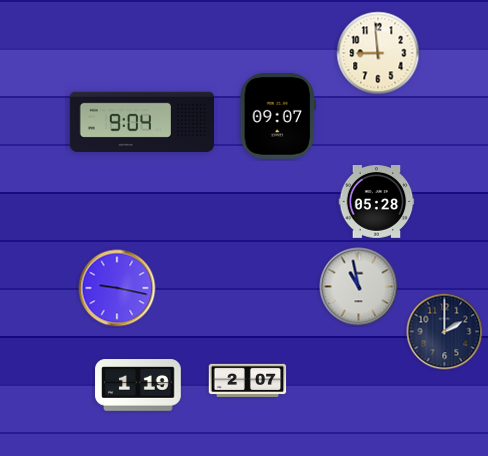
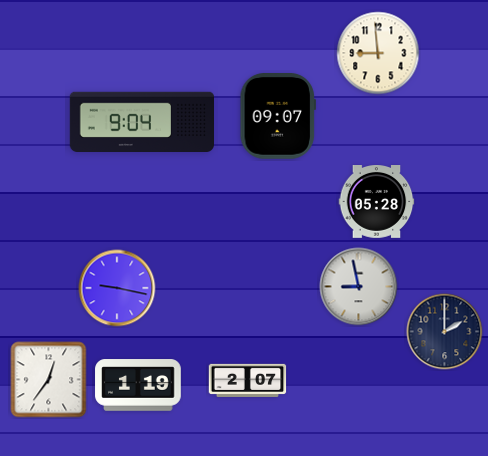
clock at (359, 287): 10:58 -> 8:58
clock at (49, 380): none -> 12:36
